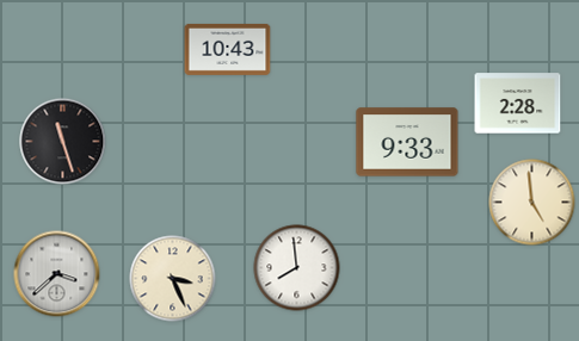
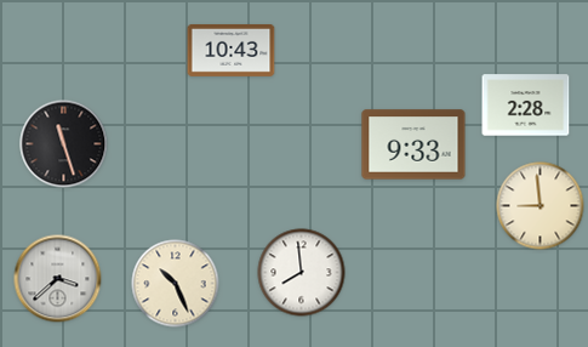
clock at (532, 203): 4:59 -> 8:59
clock at (173, 279): 3:26 -> 10:26
